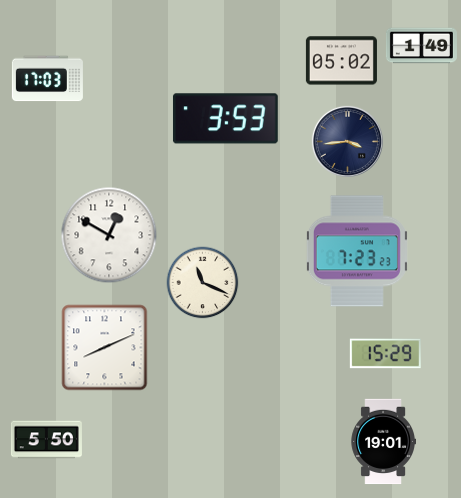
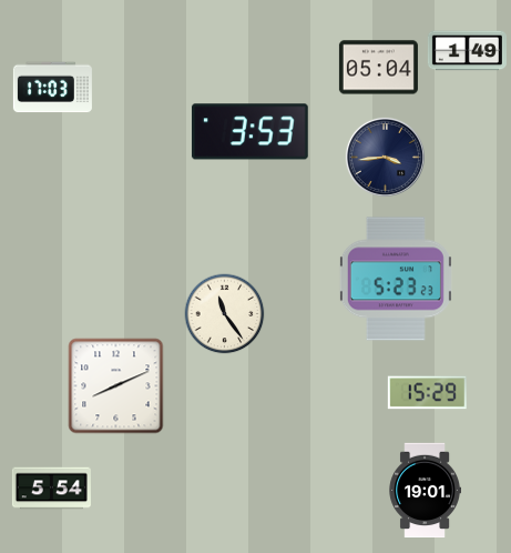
clock at (341, 61): 05:02 -> 05:04
clock at (109, 235): 12:50 -> none
clock at (357, 251): 7:23 -> 5:23
clock at (203, 283): 11:19 -> 11:24
clock at (46, 440): 5:50 -> 5:54
